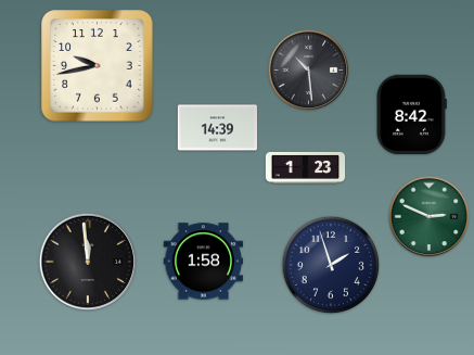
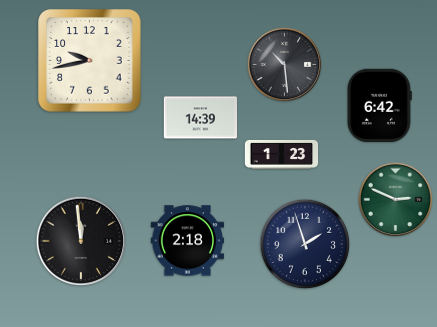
clock at (412, 114): 8:42 -> 6:42
clock at (203, 262): 1:58 -> 2:18
